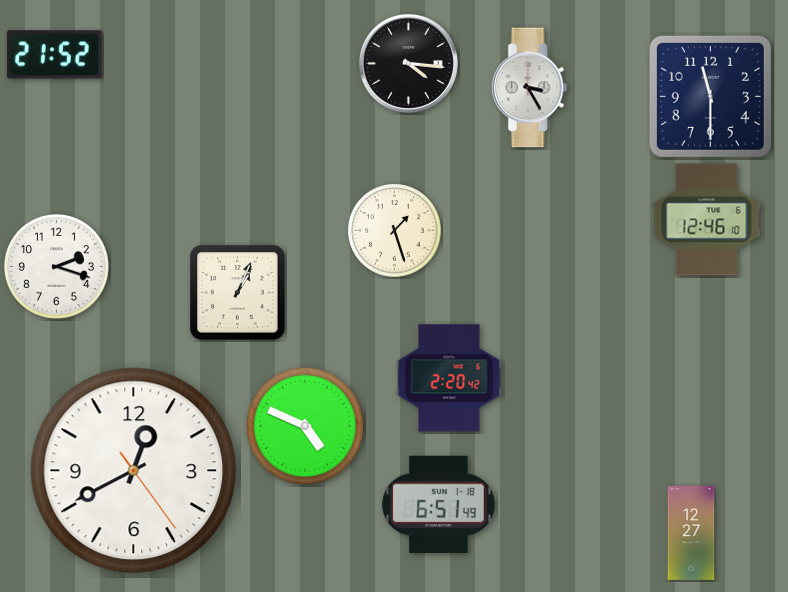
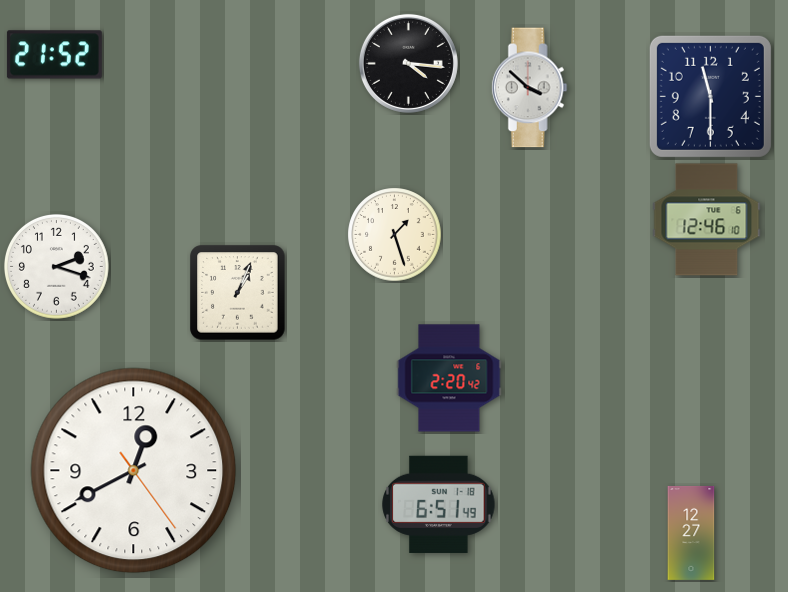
clock at (529, 88): 3:25 -> 3:52
clock at (395, 231) position: (395, 231) -> (395, 235)
clock at (305, 426): 4:49 -> none
